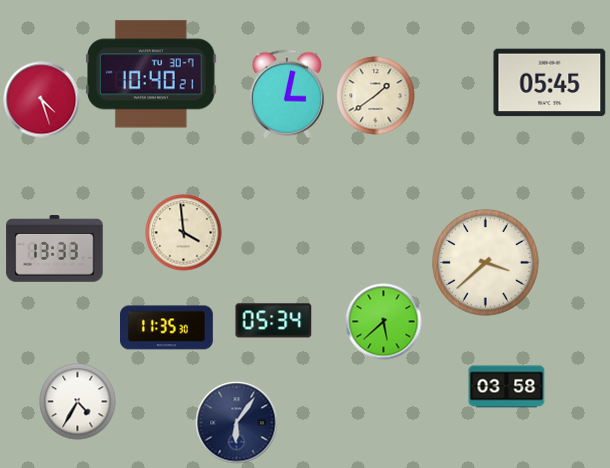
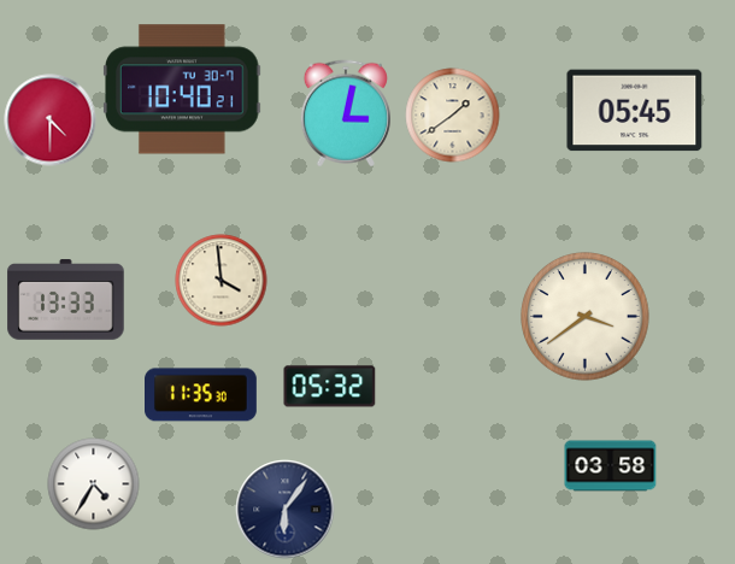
clock at (550, 83) position: (550, 83) -> (635, 111)
clock at (42, 100): 4:27 -> 4:30
clock at (486, 263): 3:38 -> 3:39
clock at (274, 321): 05:34 -> 05:32
clock at (384, 322): 5:38 -> none
